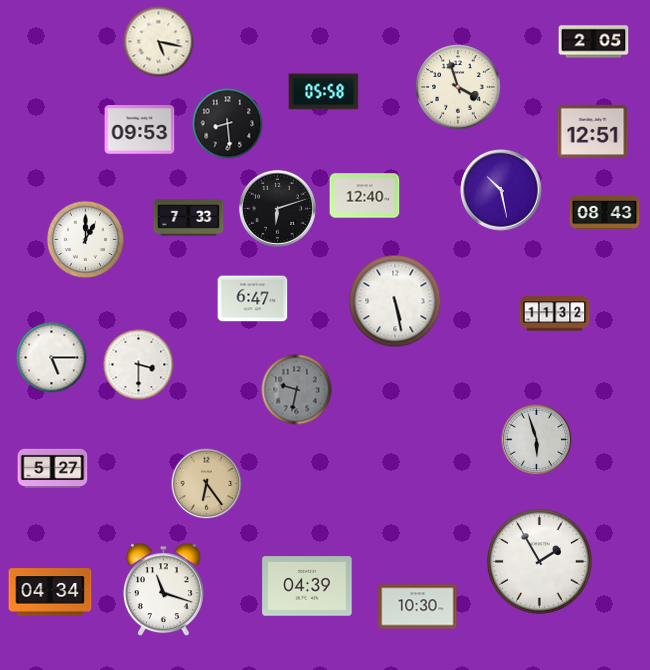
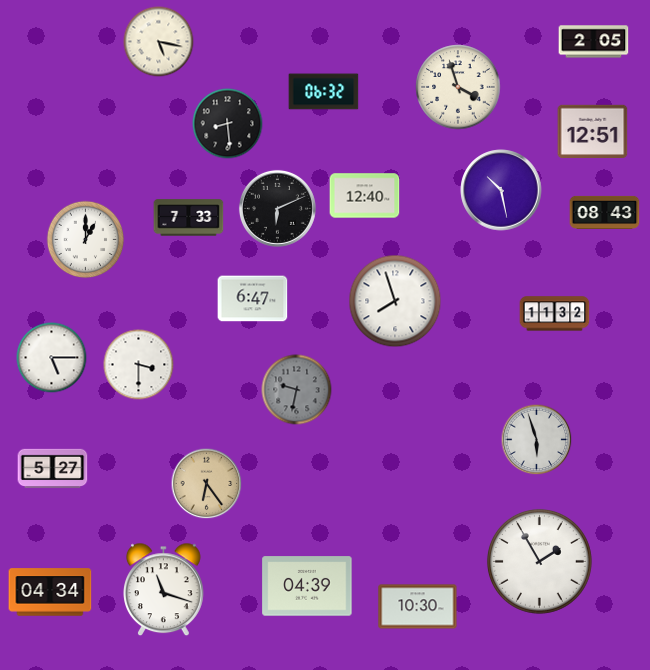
clock at (324, 92): 05:58 -> 06:32
clock at (140, 130): 09:53 -> none
clock at (277, 208): 6:12 -> 6:11
clock at (395, 301): 5:28 -> 7:57
